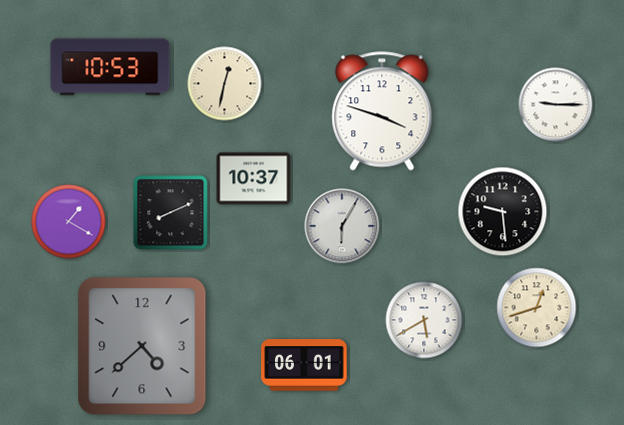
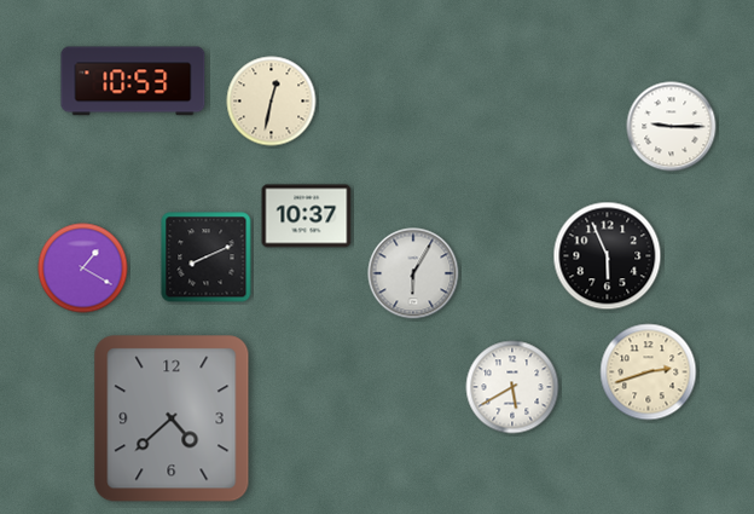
clock at (382, 111): 3:48 -> none
clock at (503, 212): 9:29 -> 5:56
clock at (537, 308): 12:42 -> 2:42
clock at (304, 365): 06:01 -> none
